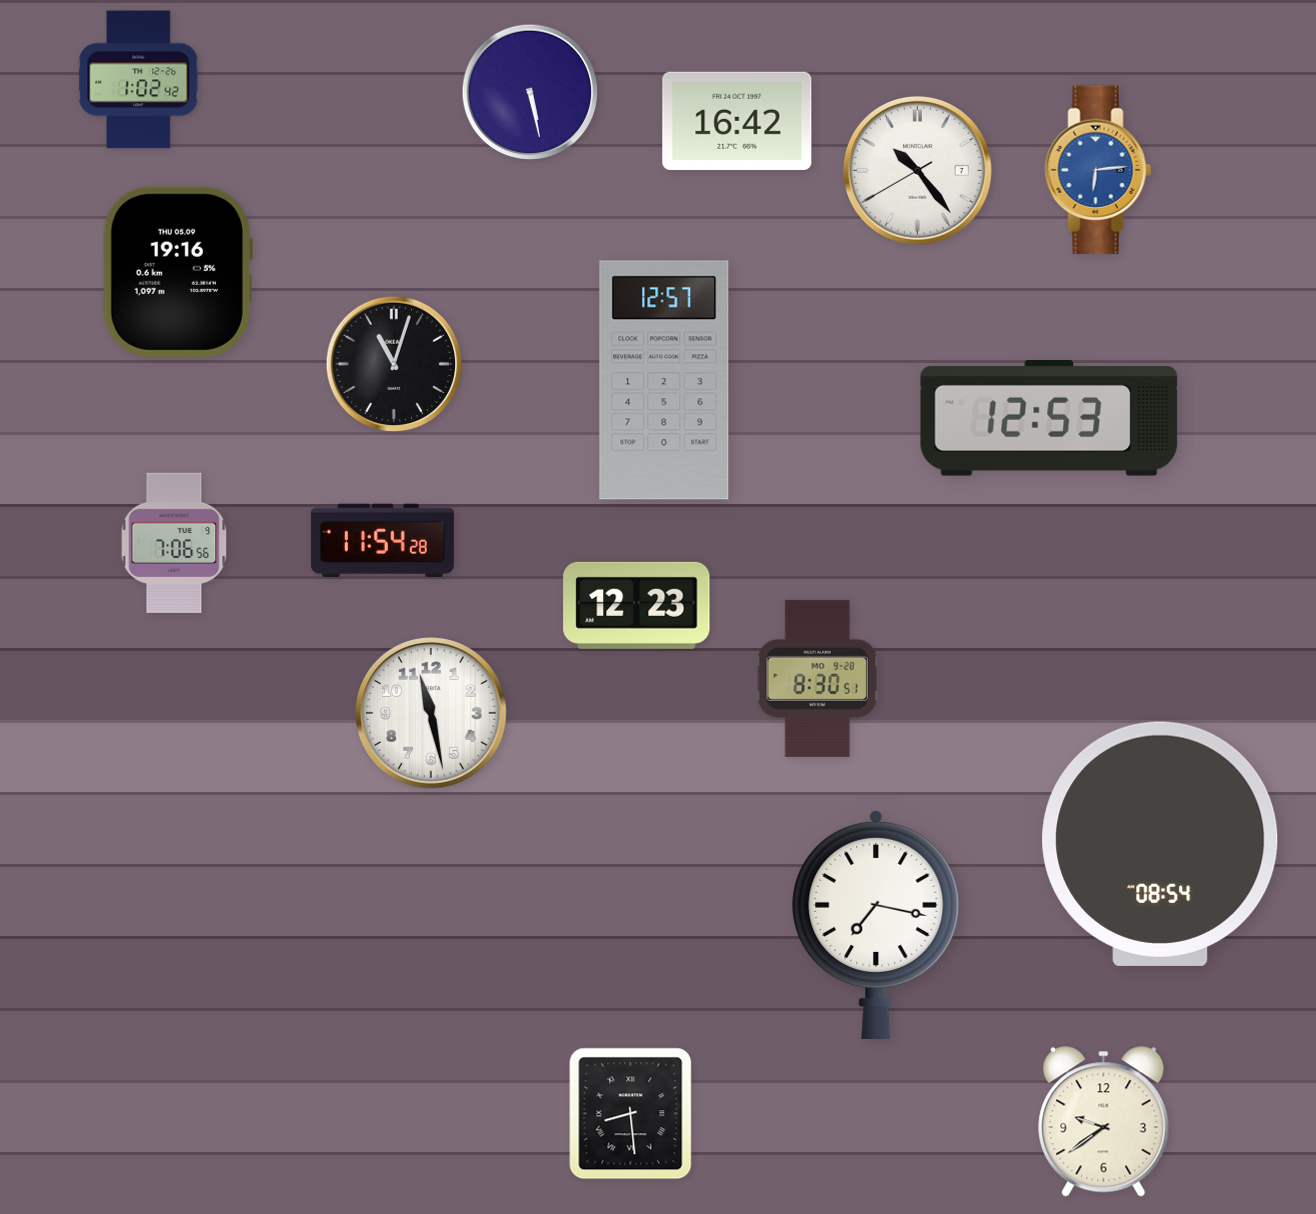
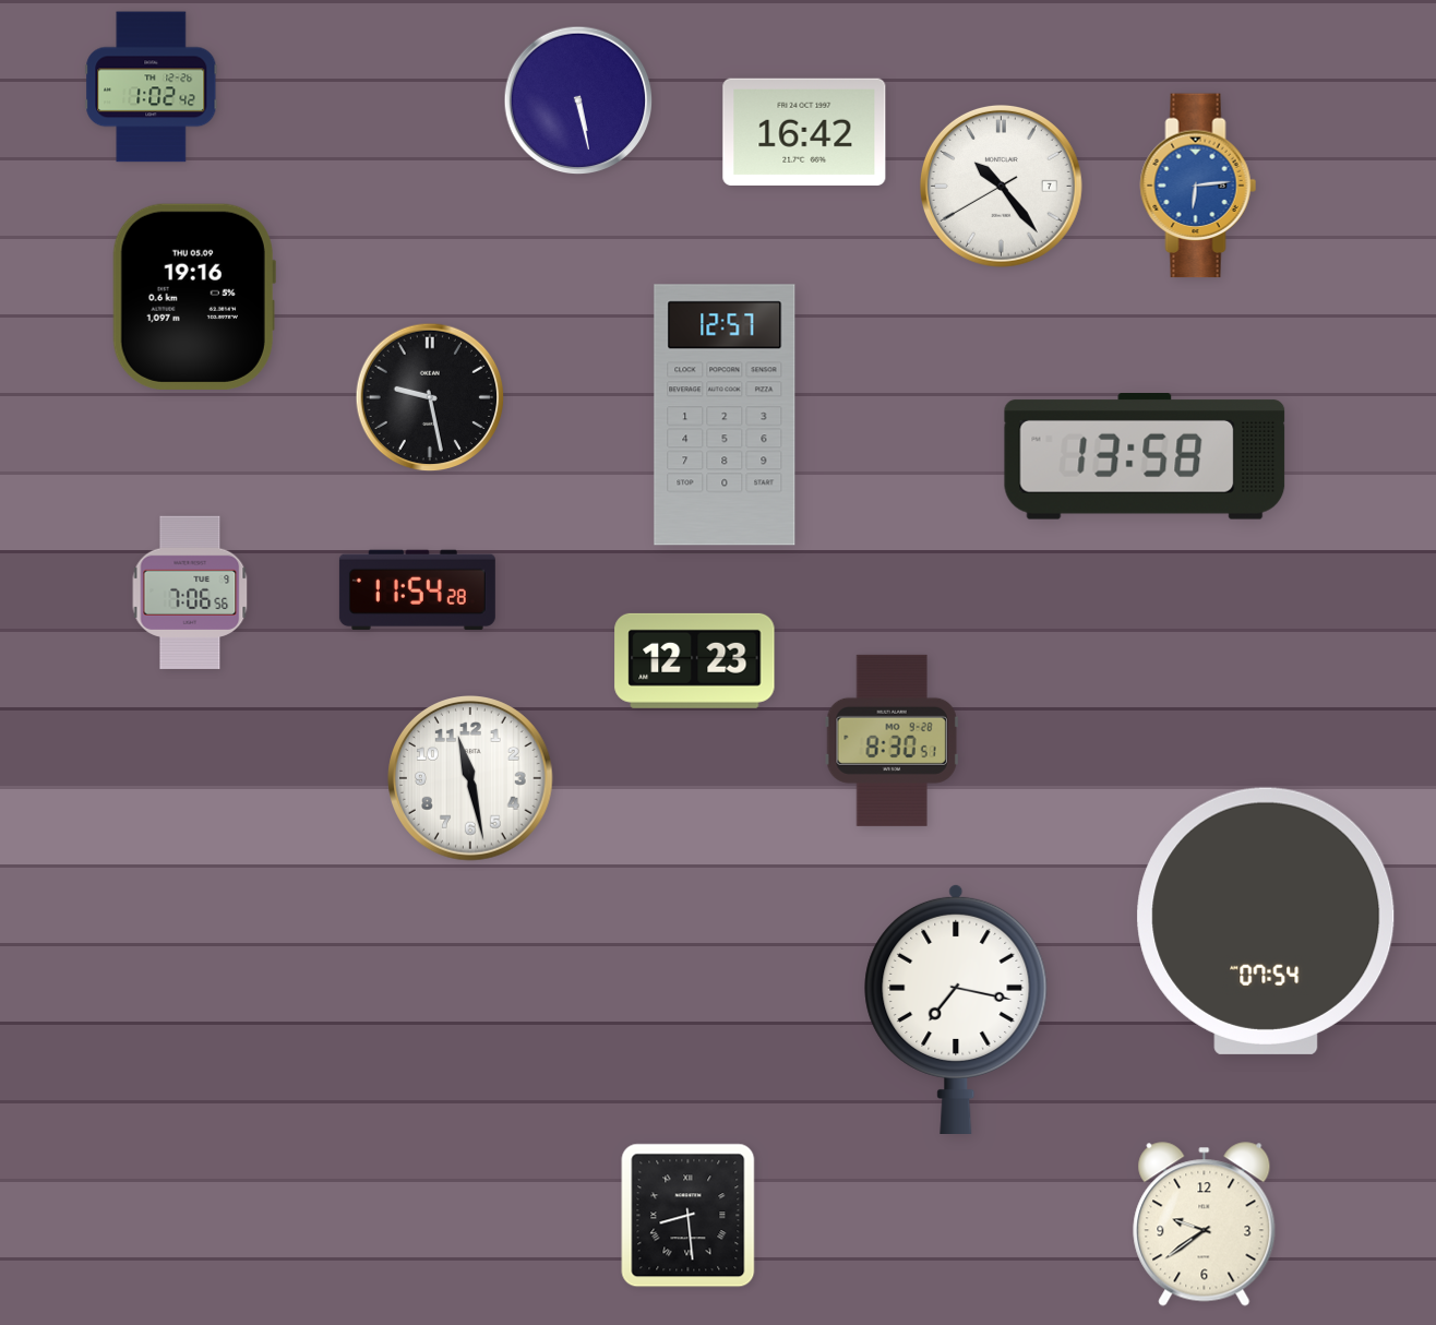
clock at (394, 364): 11:03 -> 9:28
clock at (1049, 419): 12:53 -> 13:58
clock at (1160, 844): 08:54 -> 07:54
